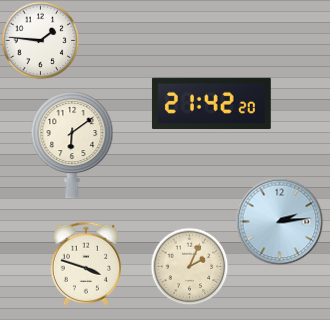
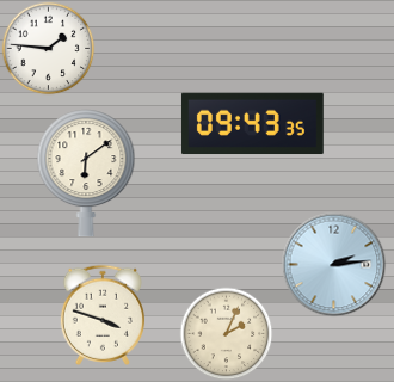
clock at (211, 104): 21:42 -> 09:43
clock at (189, 266) position: (189, 266) -> (226, 333)
